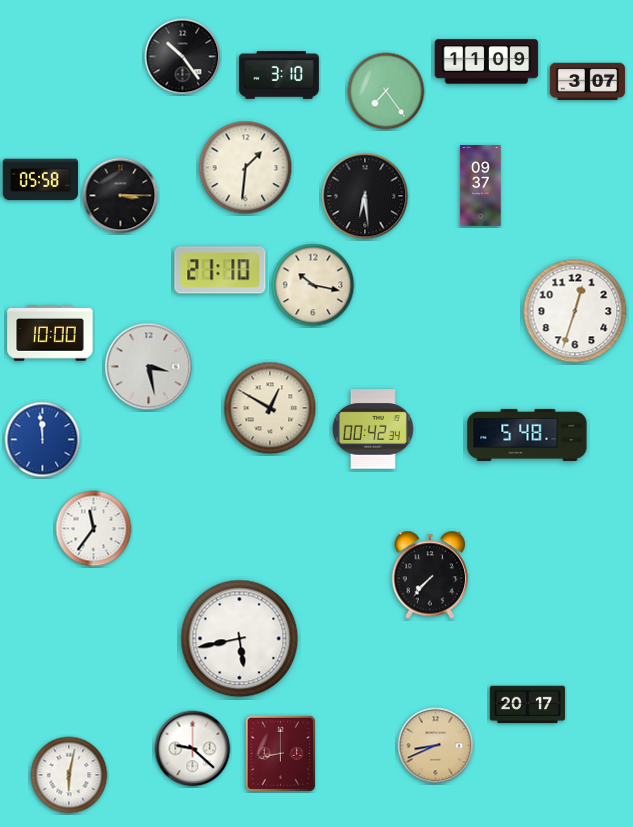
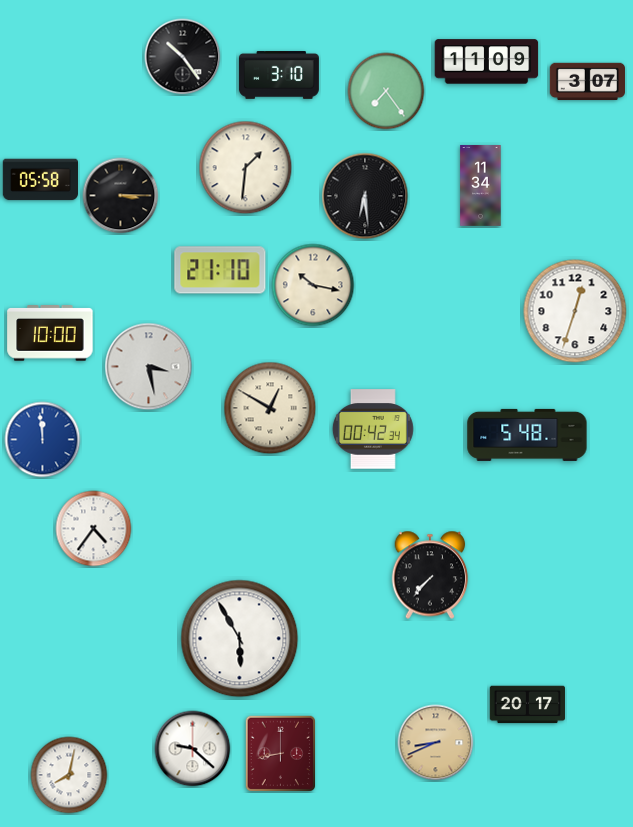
clock at (481, 186): 09:37 -> 11:34
clock at (94, 529): 11:36 -> 4:36
clock at (240, 639): 5:43 -> 5:55
clock at (436, 746) position: (436, 746) -> (436, 743)
clock at (69, 775): 6:02 -> 8:02
